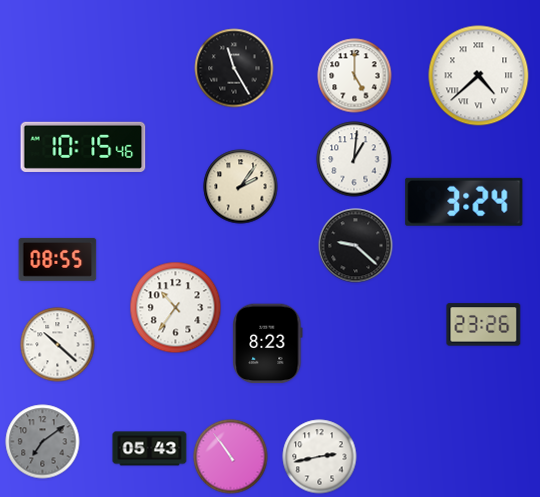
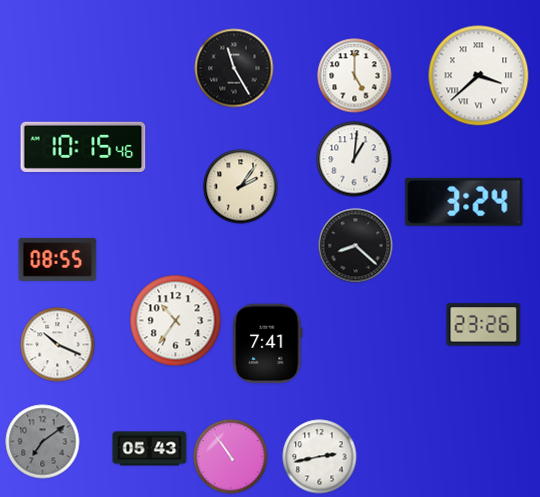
clock at (479, 76): 4:38 -> 3:38
clock at (356, 246): 9:22 -> 8:22
clock at (176, 308) position: (176, 308) -> (176, 321)
clock at (268, 344): 8:23 -> 7:41
clock at (58, 345): 10:22 -> 10:19
